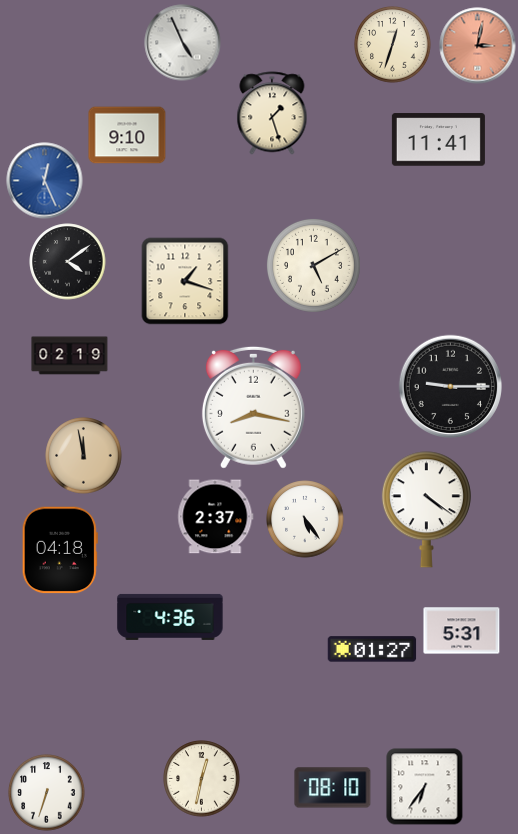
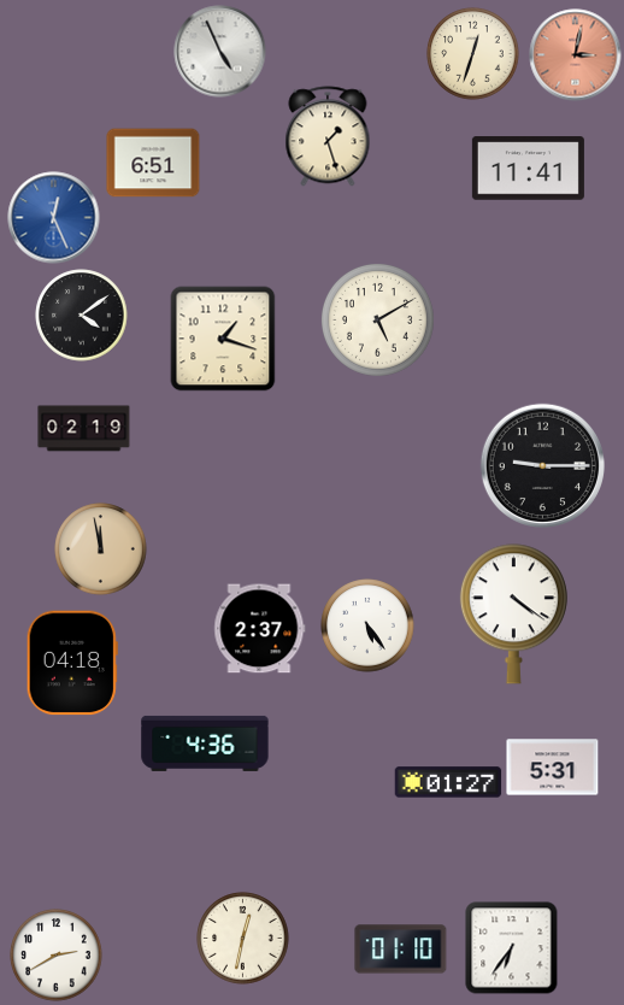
clock at (127, 135): 9:10 -> 6:51
clock at (253, 407): 8:17 -> none
clock at (216, 517) position: (216, 517) -> (260, 629)
clock at (462, 631) position: (462, 631) -> (553, 768)
clock at (333, 788): 08:10 -> 01:10
clock at (47, 793): 6:33 -> 2:40
